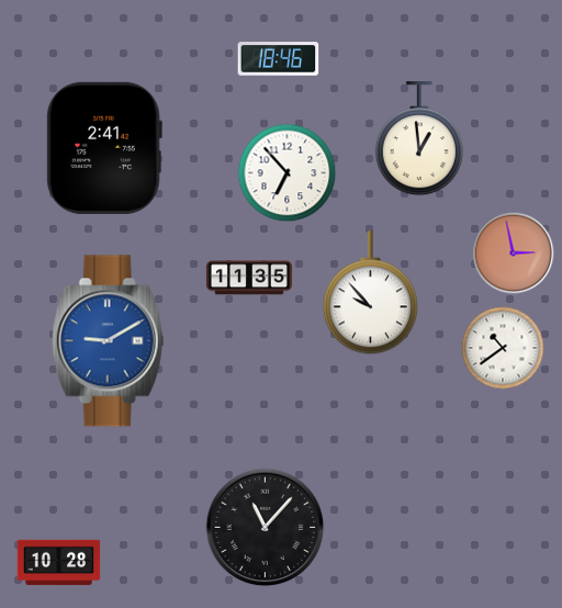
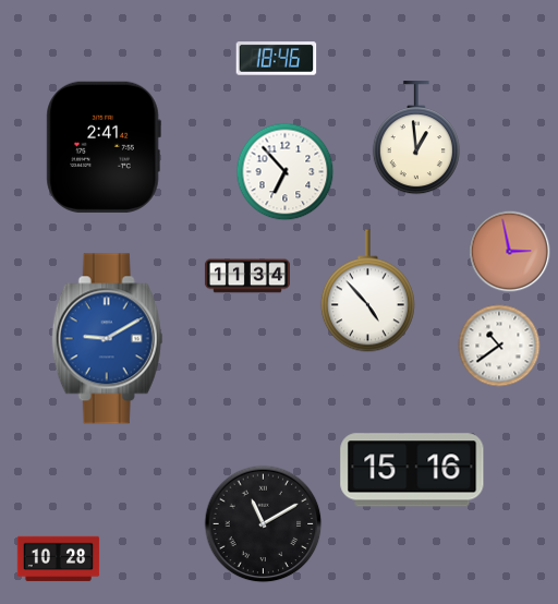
clock at (249, 278): 11:35 -> 11:34
clock at (370, 293): 9:53 -> 4:53
clock at (412, 470): none -> 15:16
clock at (266, 528): 11:07 -> 11:10
